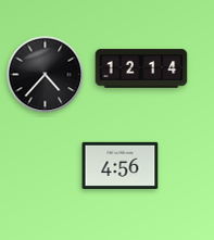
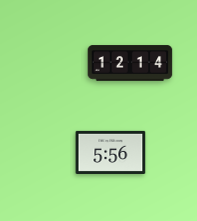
clock at (46, 75): 4:37 -> none
clock at (121, 165): 4:56 -> 5:56
